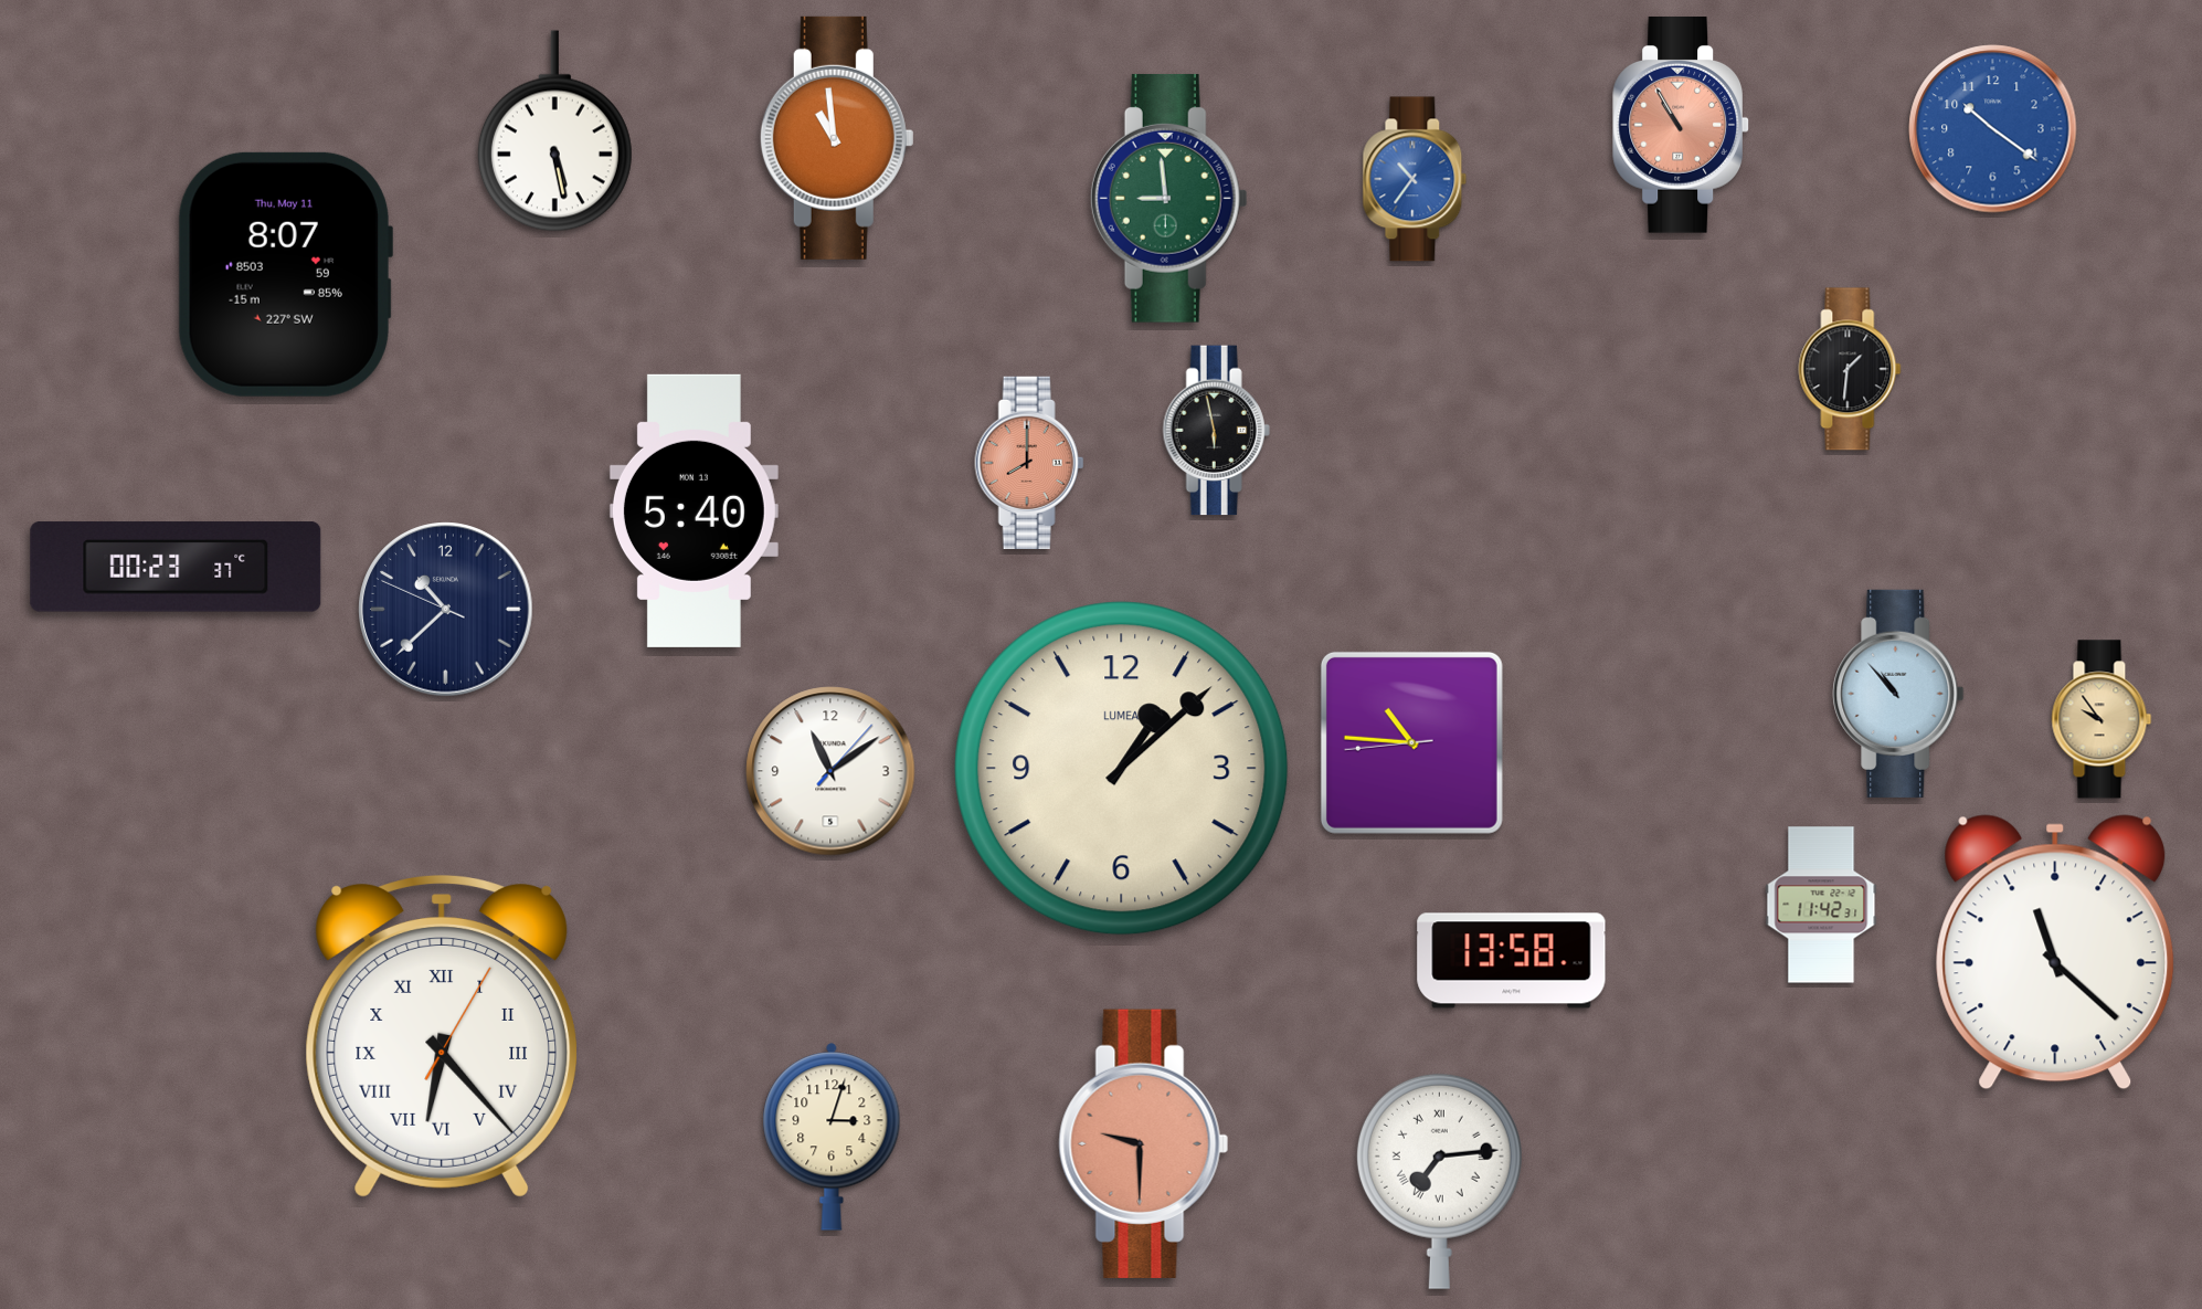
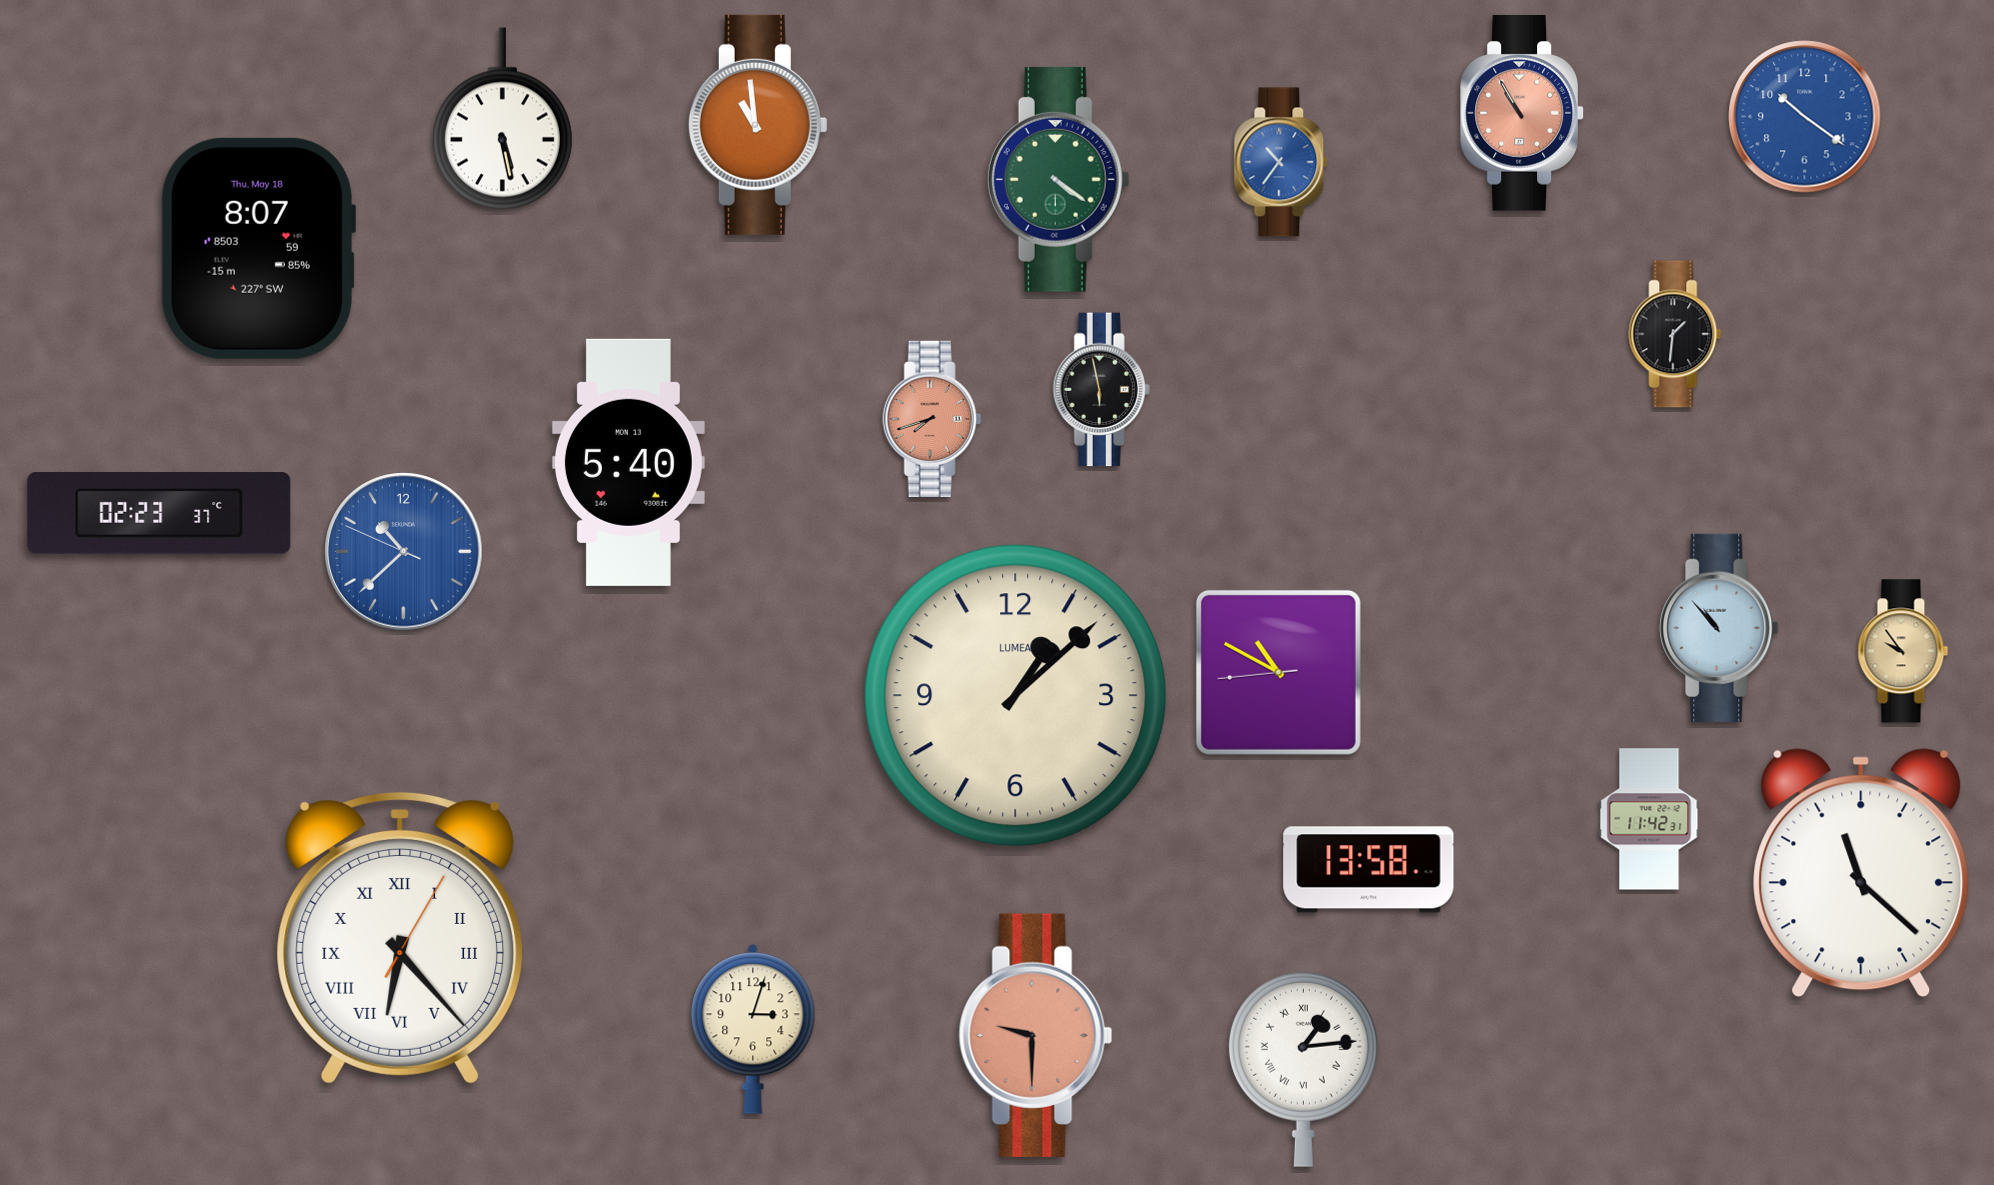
clock at (1168, 198): 8:59 -> 4:21
clock at (285, 274) date: Thu, May 11 -> Thu, May 18
clock at (1029, 462): 8:00 -> 7:42
clock at (176, 567): 00:23 -> 02:23
clock at (446, 610) dial: navy -> blue
clock at (1411, 742): 10:45 -> 10:49
clock at (830, 771): 11:09 -> none
clock at (2055, 952) position: (2055, 952) -> (1861, 873)
clock at (1439, 1181): 7:14 -> 1:14
